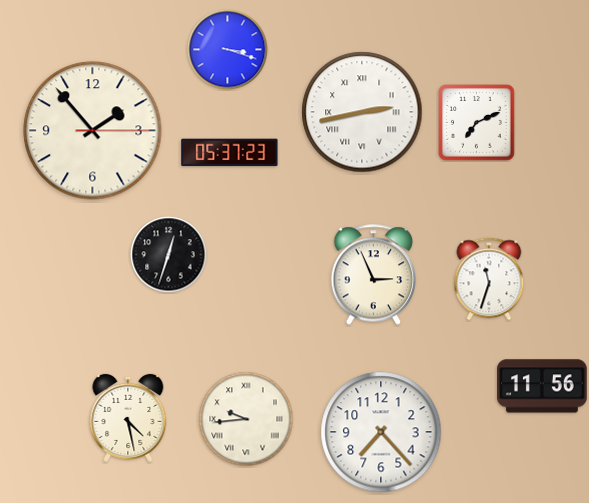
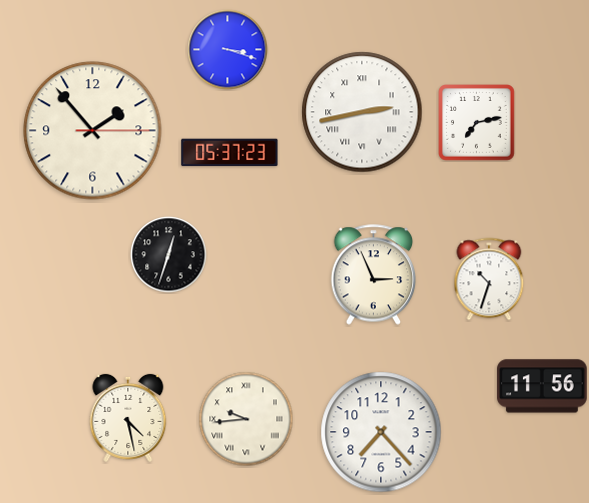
clock at (477, 123): 7:11 -> 7:13
clock at (489, 279): 11:33 -> 10:33
